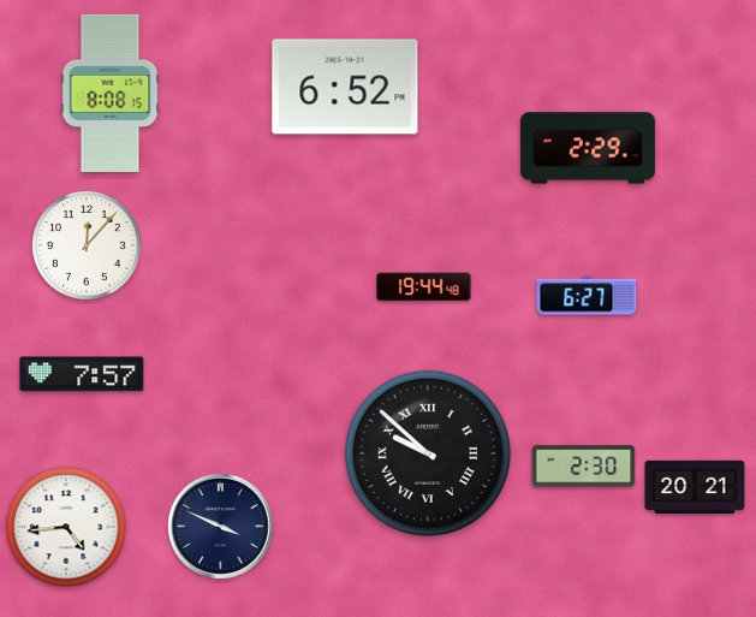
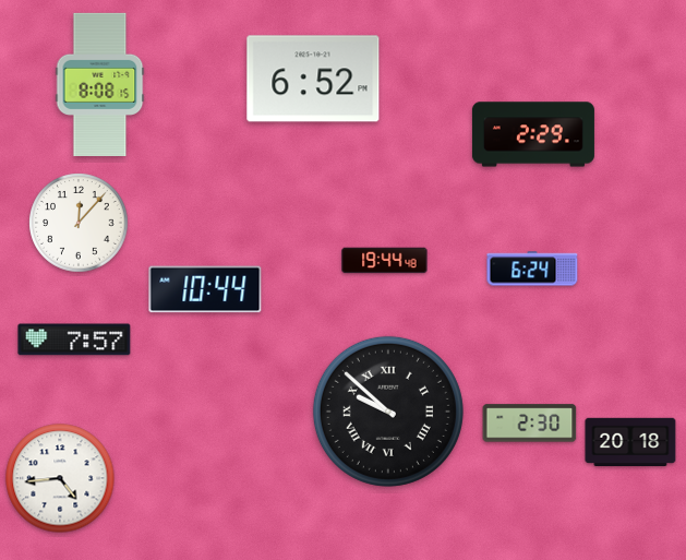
clock at (587, 296): 6:27 -> 6:24
clock at (205, 289): none -> 10:44
clock at (695, 487): 20:21 -> 20:18
clock at (221, 527): 3:49 -> none
